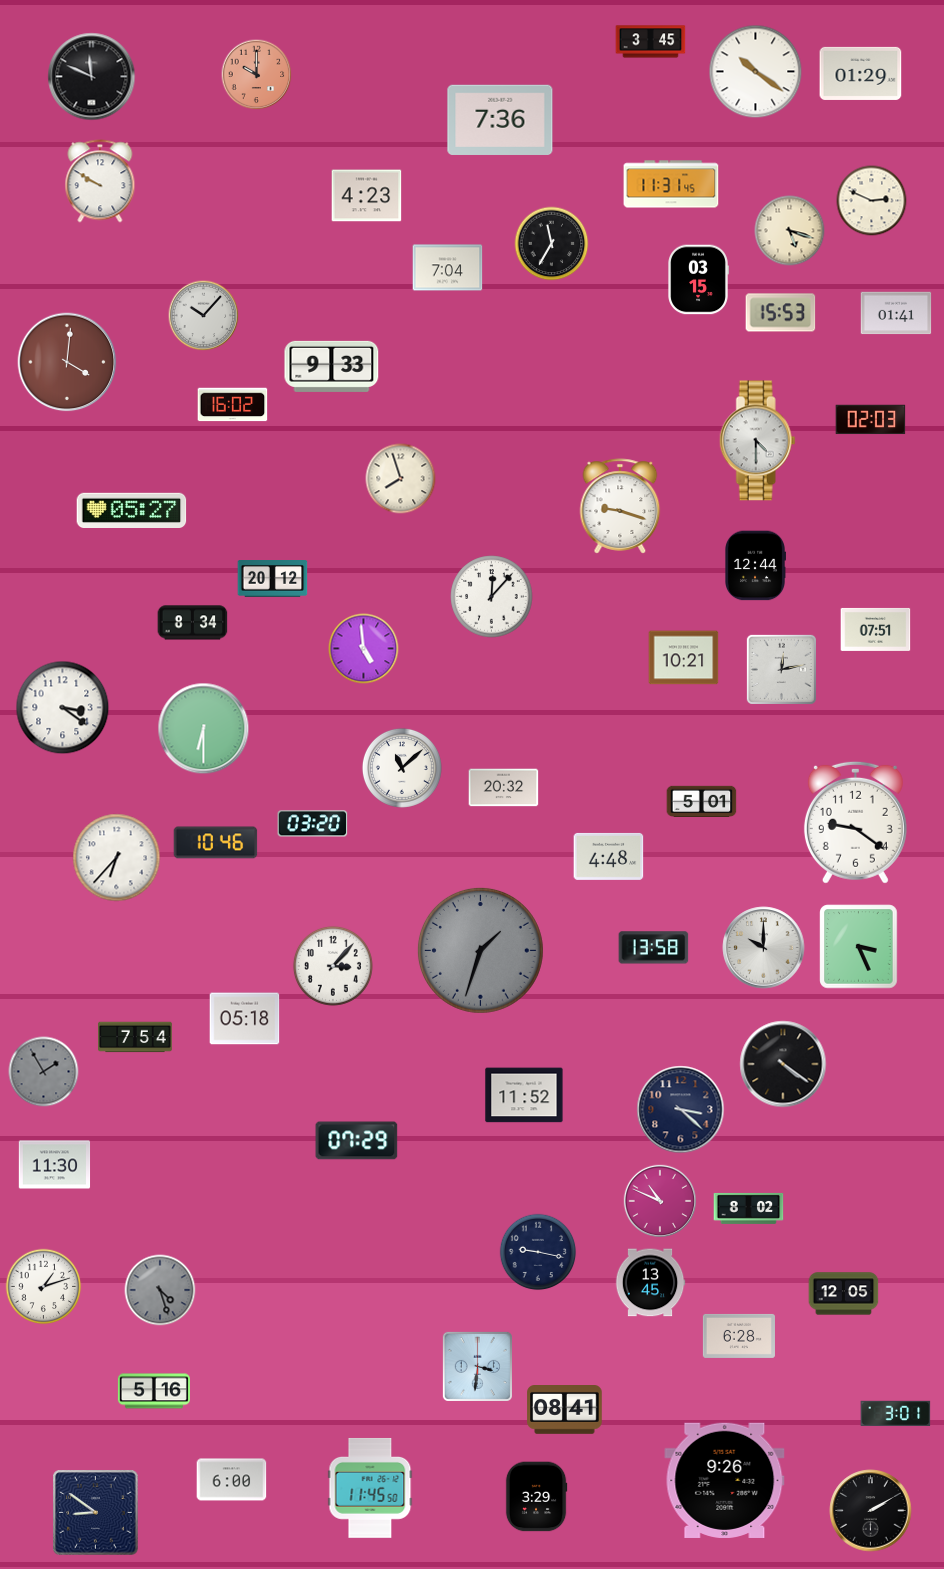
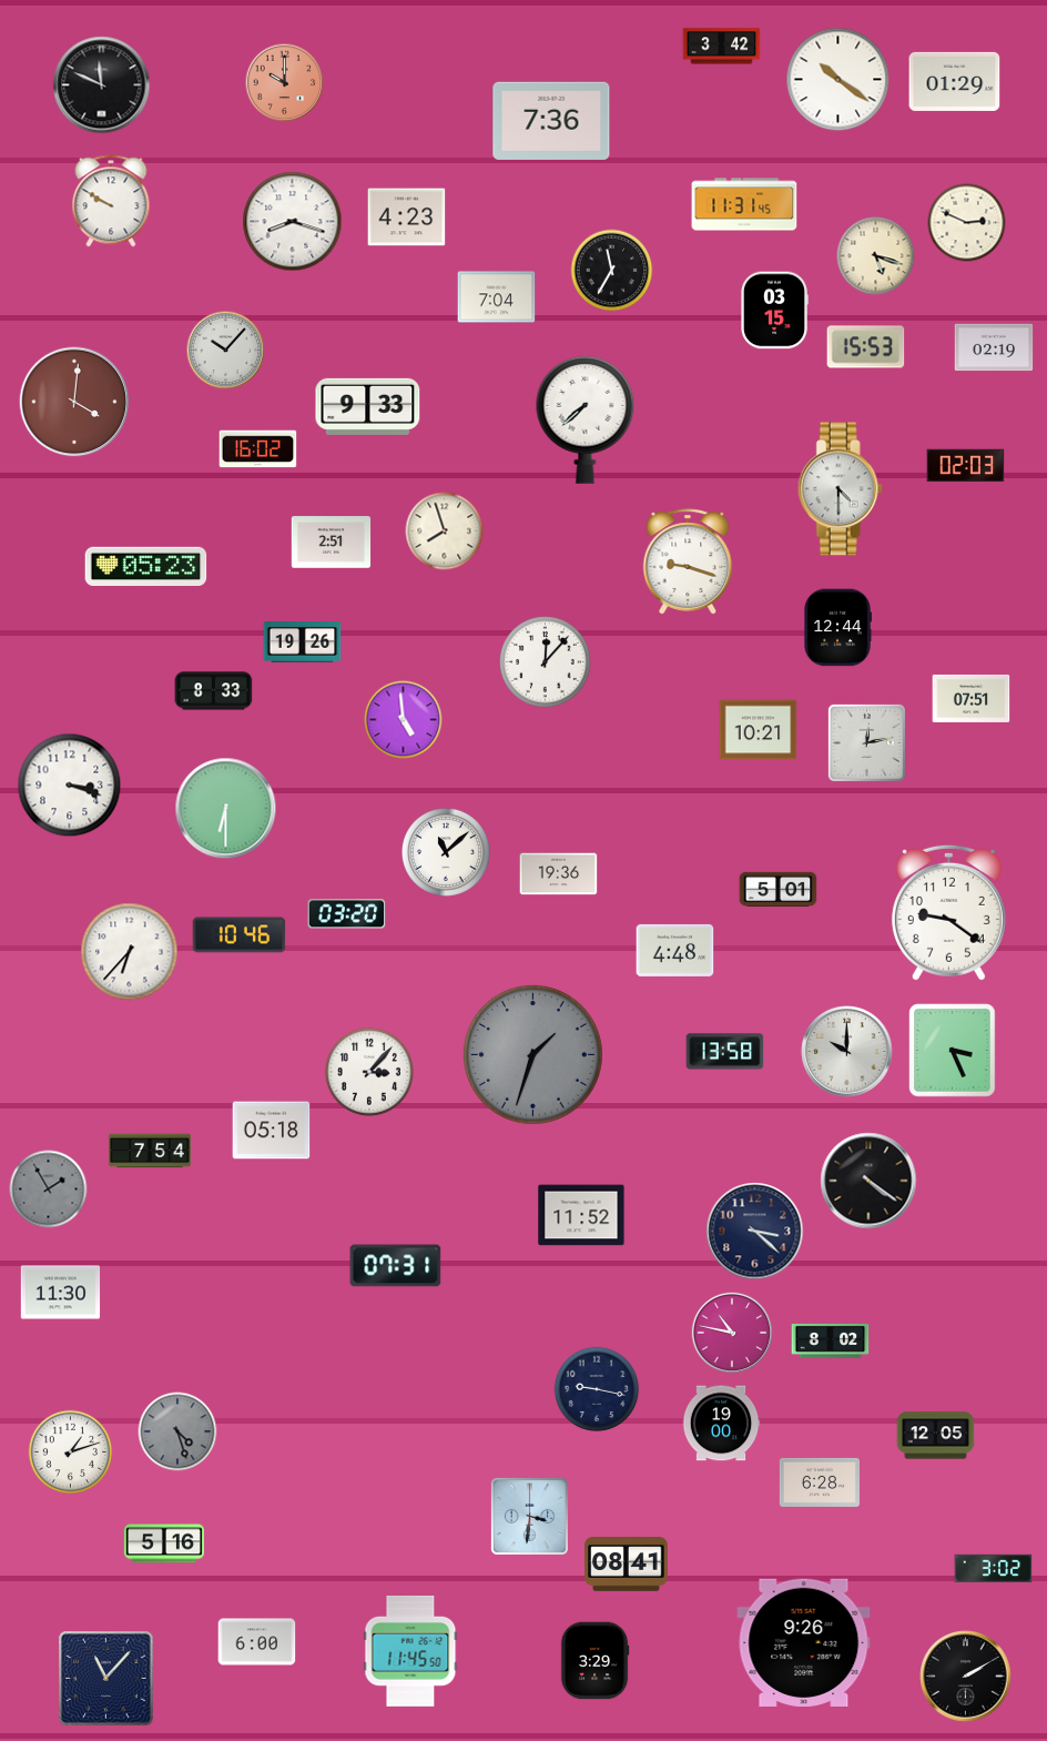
clock at (651, 42): 3:45 -> 3:42
clock at (500, 119) position: (500, 119) -> (551, 120)
clock at (293, 222): none -> 8:18
clock at (896, 313): 01:41 -> 02:19
clock at (586, 419): none -> 7:38
clock at (332, 543): none -> 2:51
clock at (132, 510): 05:27 -> 05:23
clock at (273, 579): 20:12 -> 19:26
clock at (193, 623): 8:34 -> 8:33
clock at (63, 708): 3:21 -> 3:18
clock at (504, 788): 20:32 -> 19:36
clock at (357, 1141): 07:29 -> 07:31
clock at (659, 1200): 10:49 -> 10:47
clock at (650, 1283): 13:45 -> 19:00
clock at (44, 1287) position: (44, 1287) -> (71, 1452)
clock at (154, 1391) position: (154, 1391) -> (164, 1543)
clock at (896, 1413): 3:01 -> 3:02
clock at (96, 1513): 8:51 -> 11:07
